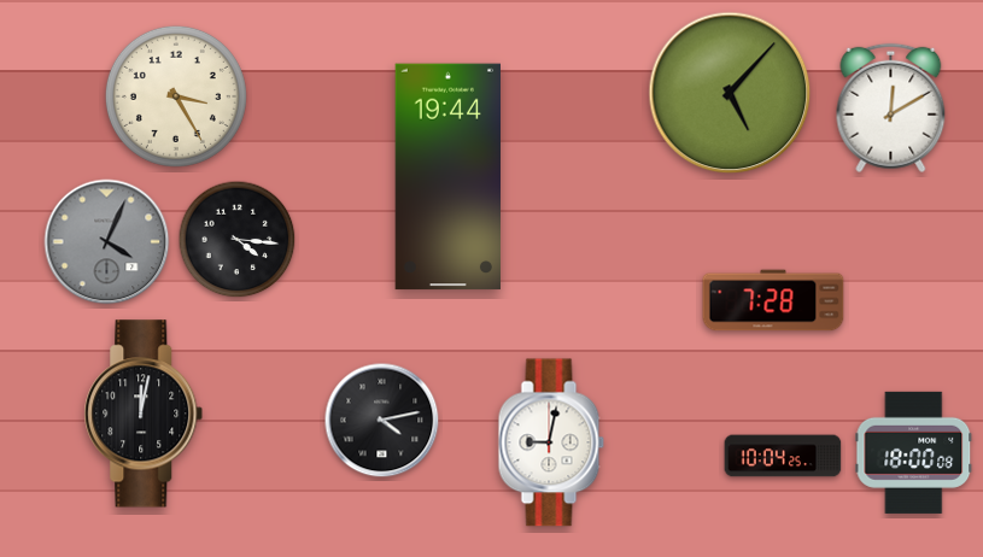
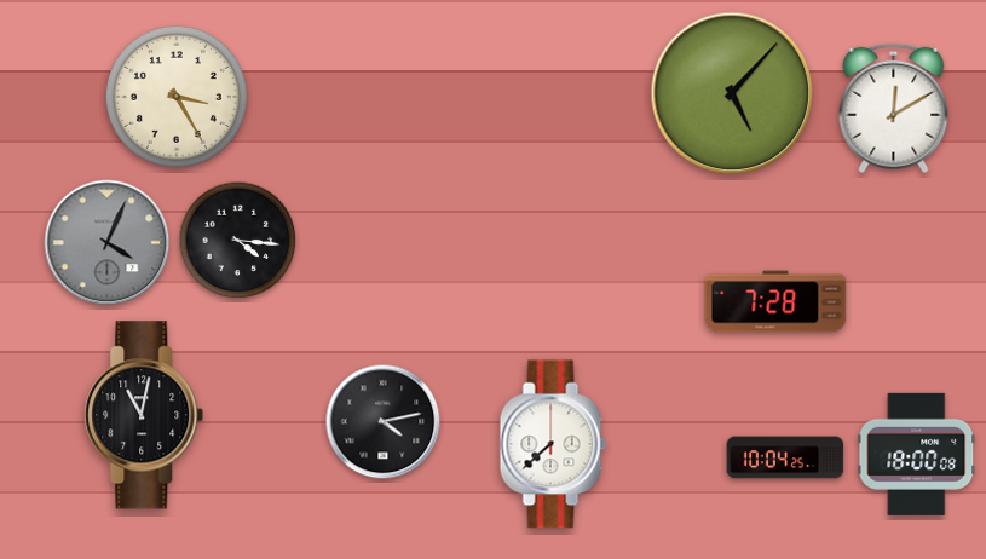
clock at (447, 177): 19:44 -> none
clock at (144, 414): 12:02 -> 11:02
clock at (551, 442): 9:02 -> 7:38
